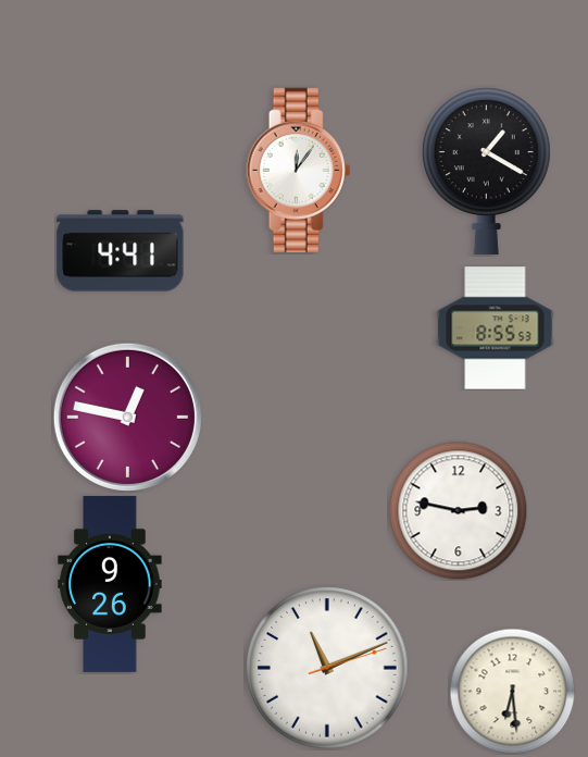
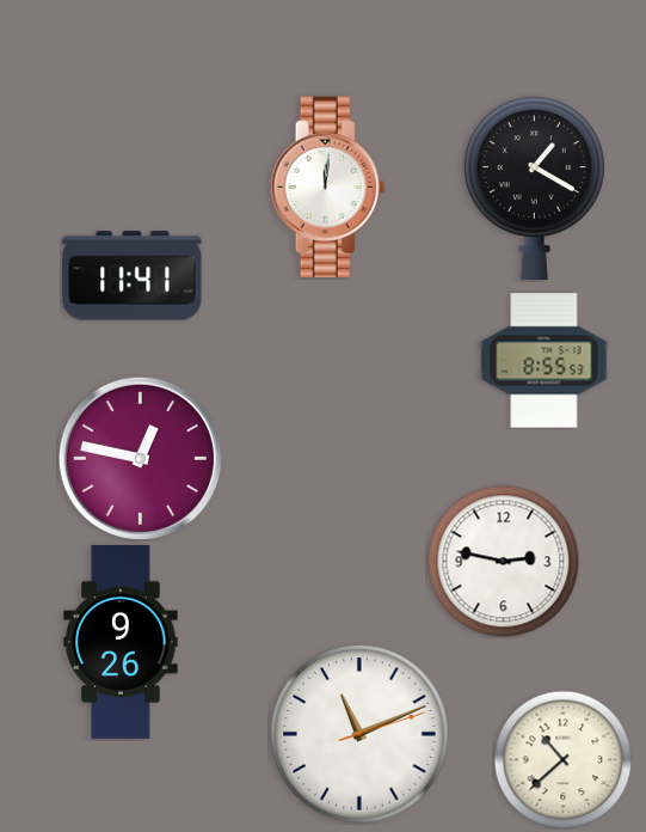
clock at (299, 170): 12:06 -> 12:01
clock at (121, 251): 4:41 -> 11:41
clock at (512, 691): 6:29 -> 10:38
